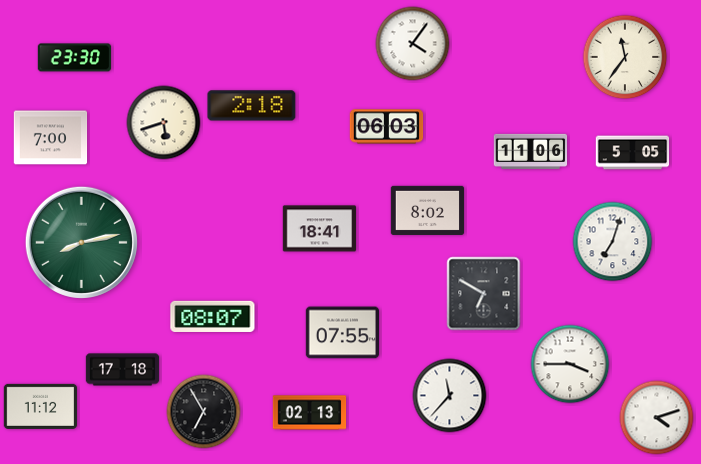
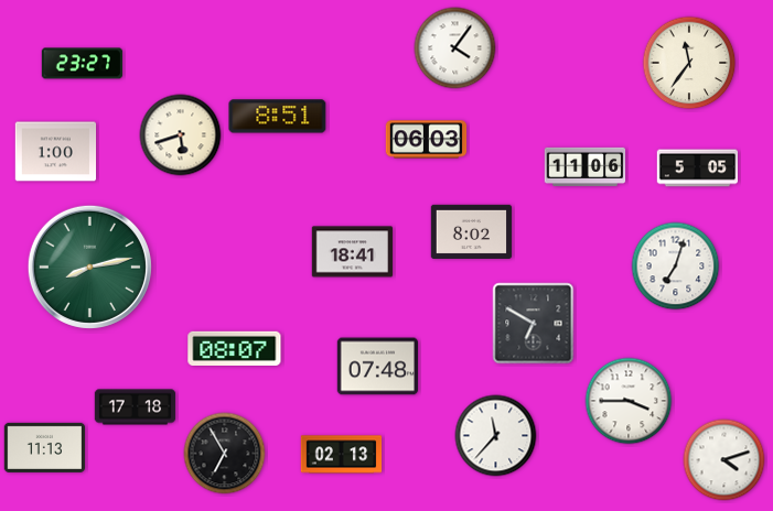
clock at (75, 58): 23:30 -> 23:27
clock at (252, 106): 2:18 -> 8:51
clock at (51, 138): 7:00 -> 1:00
clock at (343, 333): 07:55 -> 07:48
clock at (41, 406): 11:12 -> 11:13
